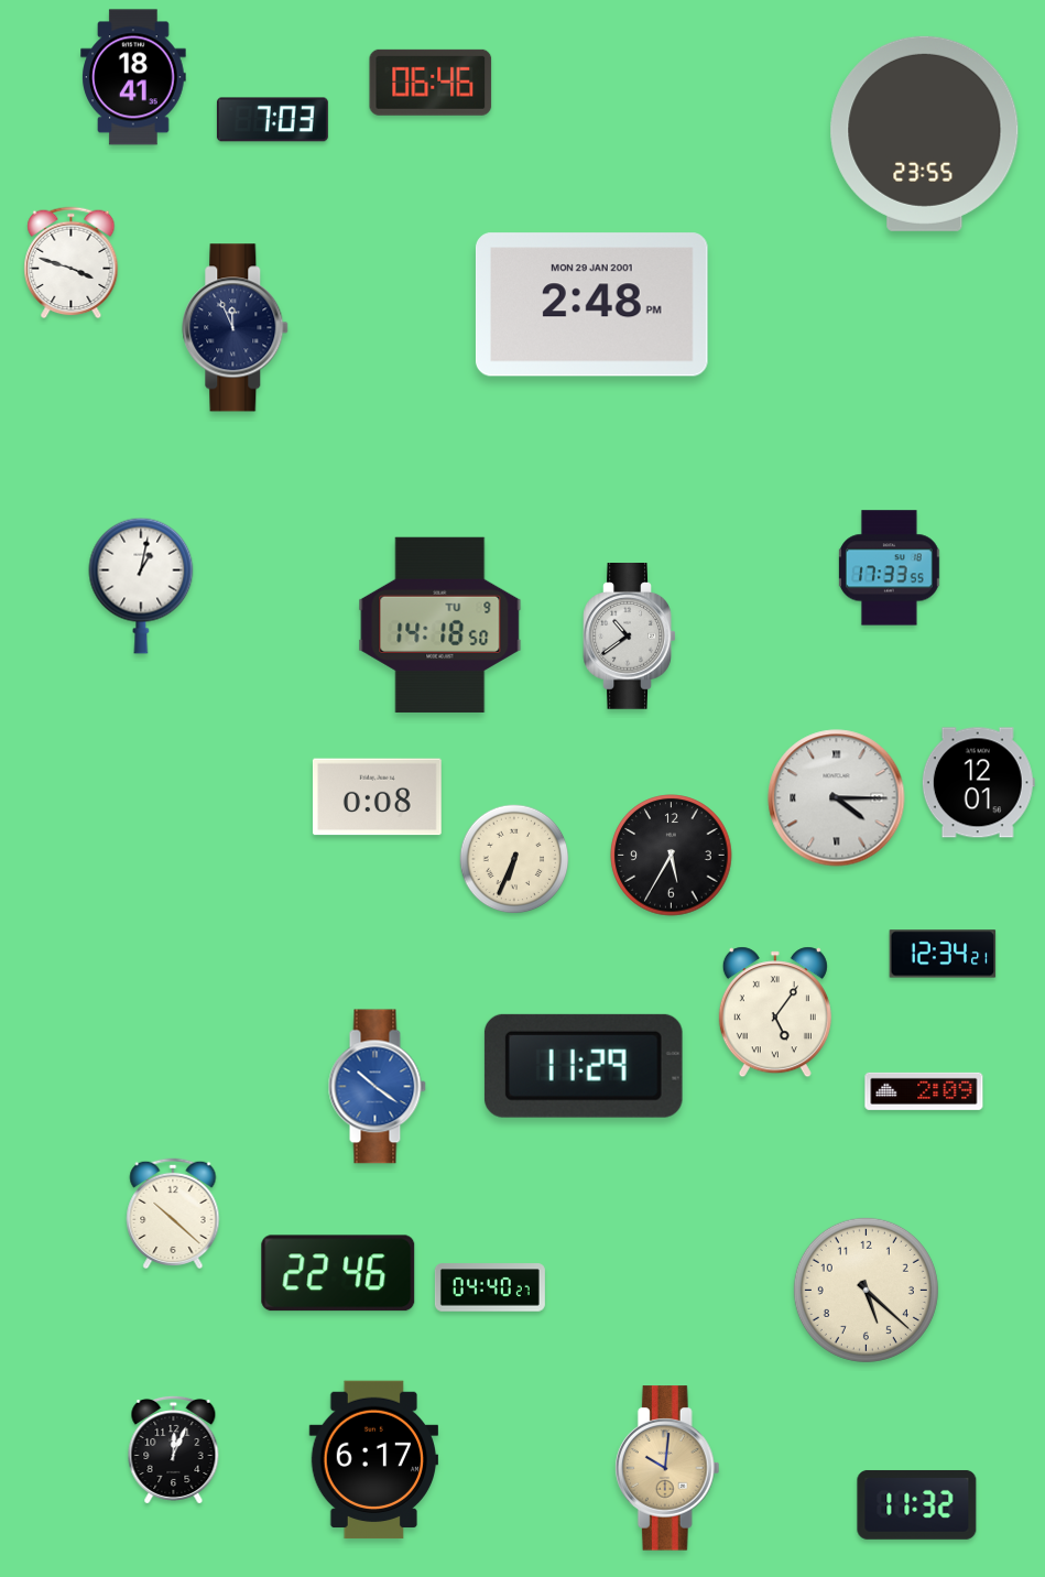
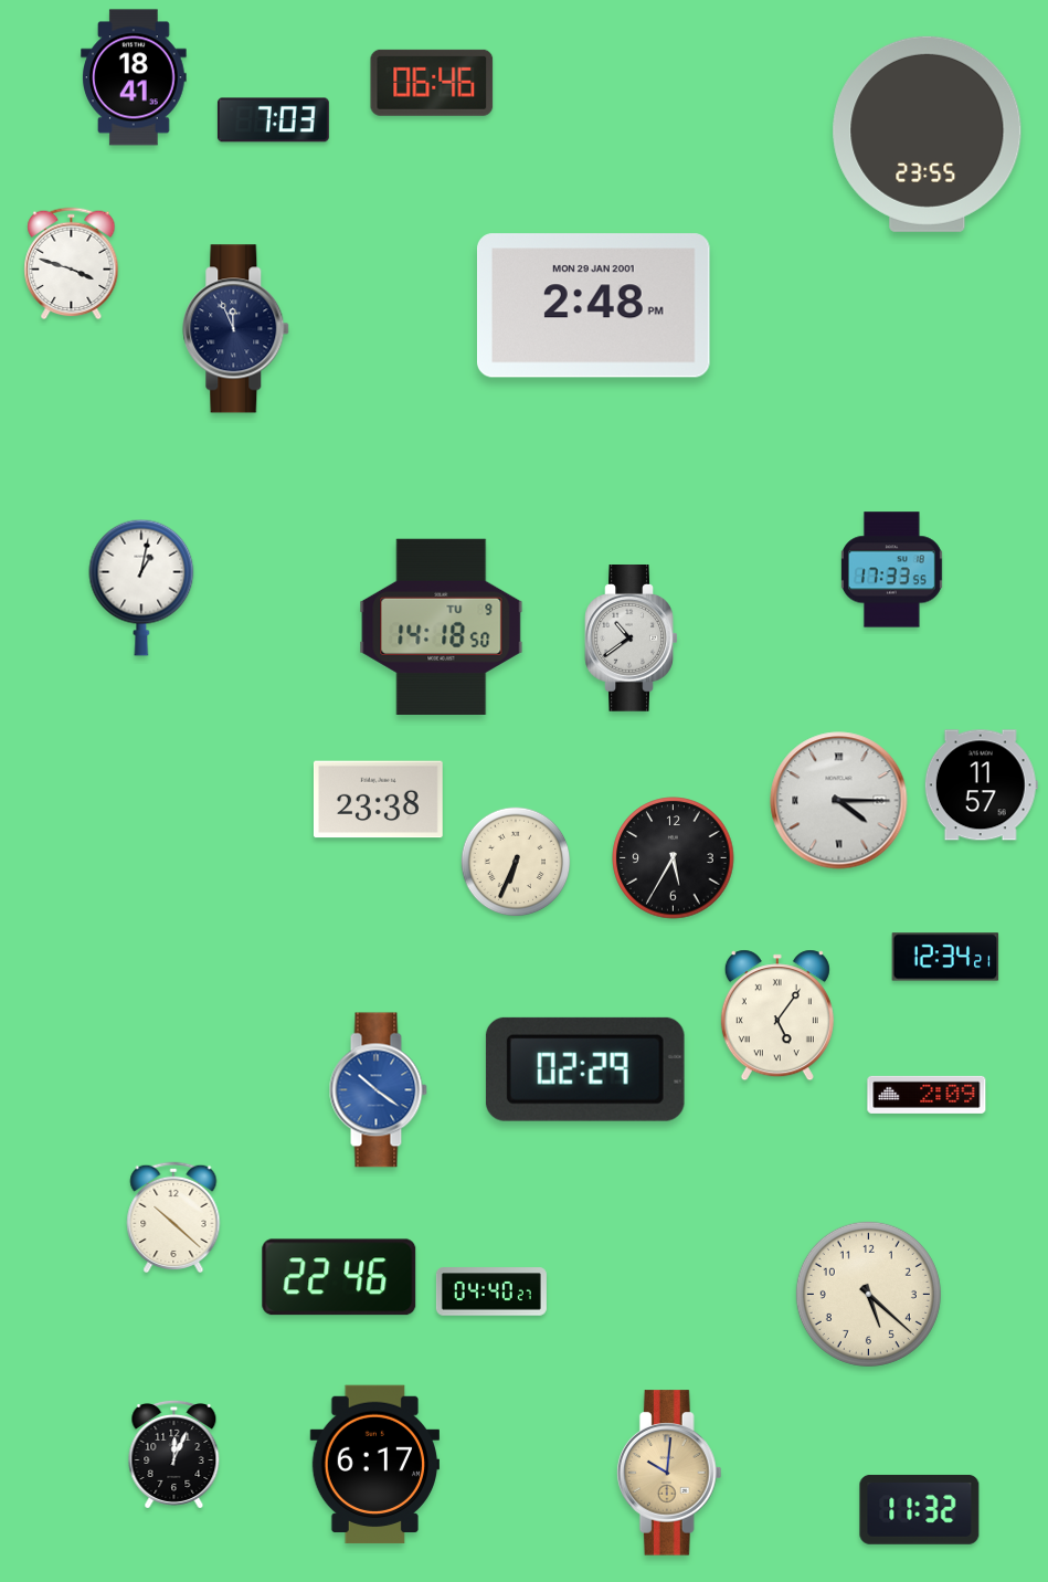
clock at (978, 783): 12:01 -> 11:57
clock at (377, 797): 0:08 -> 23:38
clock at (584, 1066): 11:29 -> 02:29
